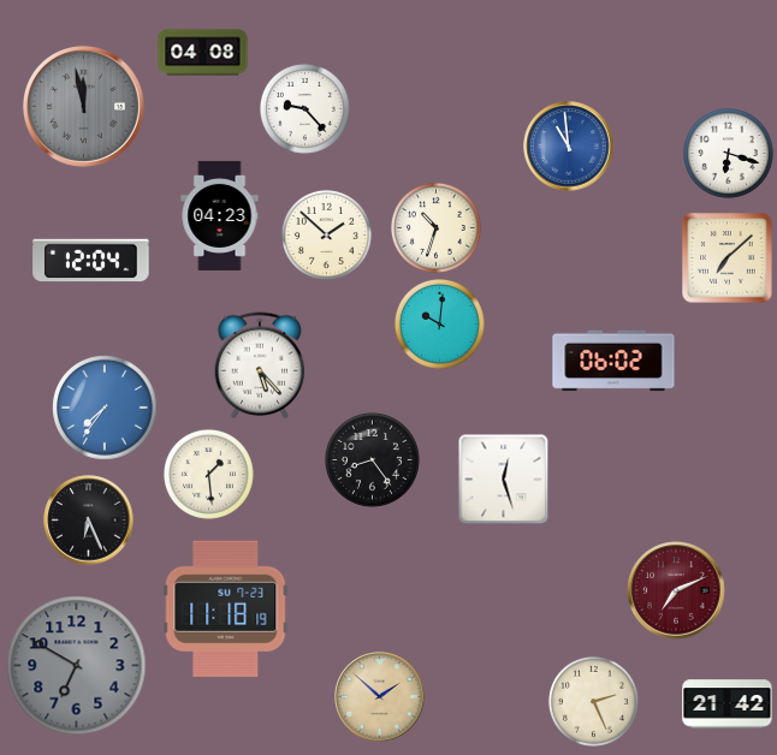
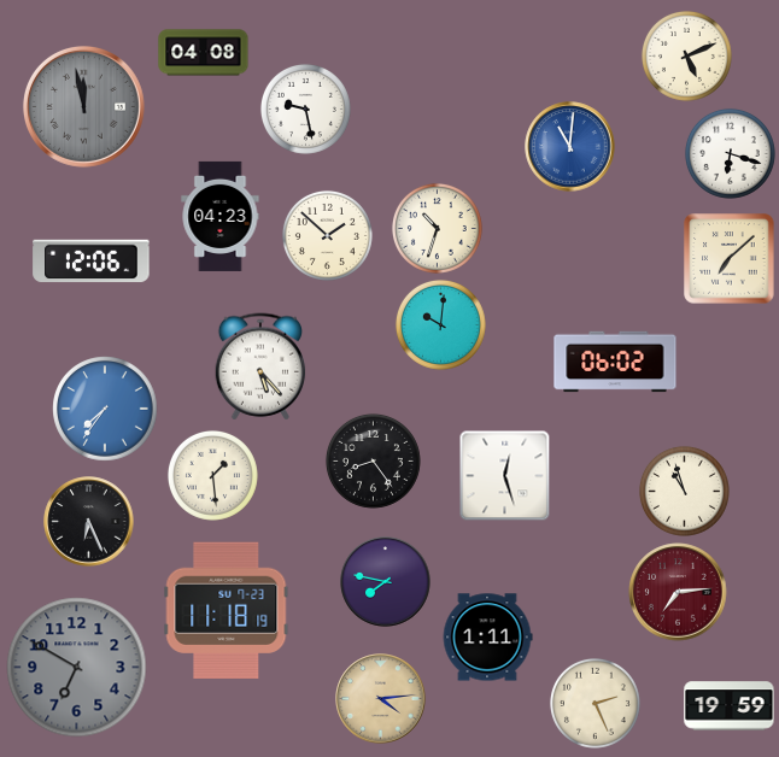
clock at (686, 55): none -> 5:11
clock at (304, 108): 9:23 -> 9:28
clock at (569, 147): 10:59 -> 11:01
clock at (91, 261): 12:04 -> 12:06
clock at (208, 474) position: (208, 474) -> (212, 475)
clock at (504, 480) position: (504, 480) -> (505, 476)
clock at (684, 491): none -> 10:57
clock at (386, 582): none -> 7:47
clock at (676, 590): 7:11 -> 7:14
clock at (487, 638): none -> 1:11
clock at (380, 697): 1:52 -> 4:14
clock at (728, 705): 21:42 -> 19:59
